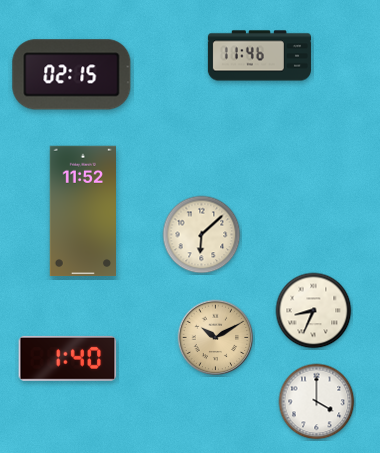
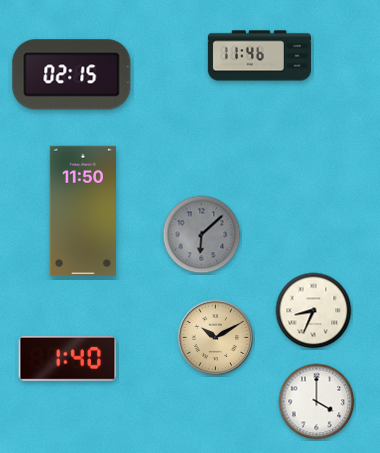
clock at (82, 211): 11:52 -> 11:50
clock at (202, 235) dial: cream -> grey
